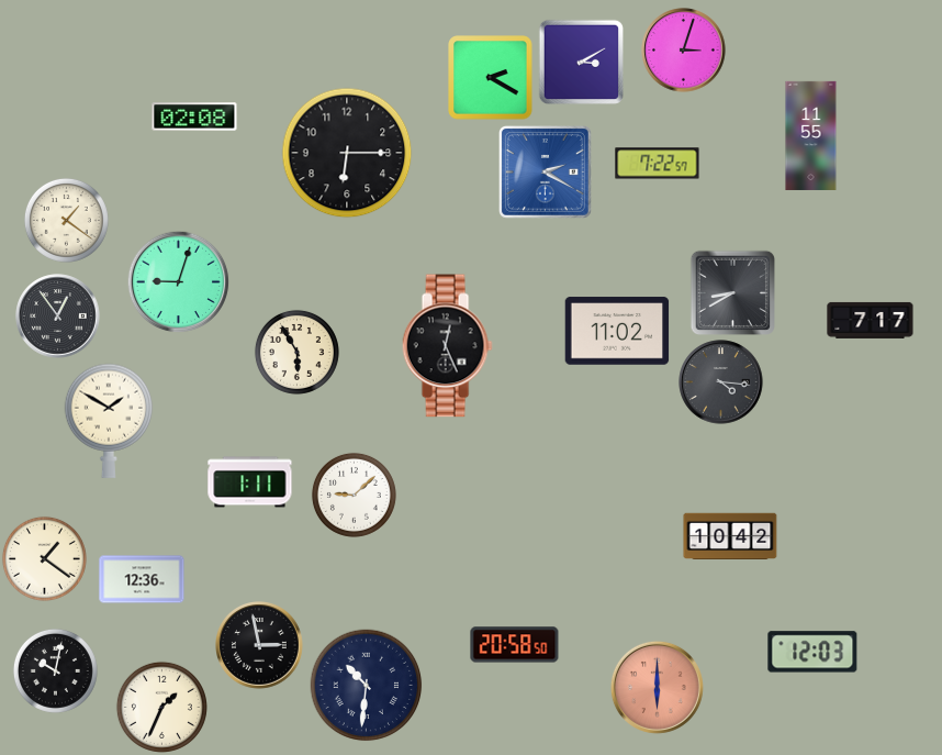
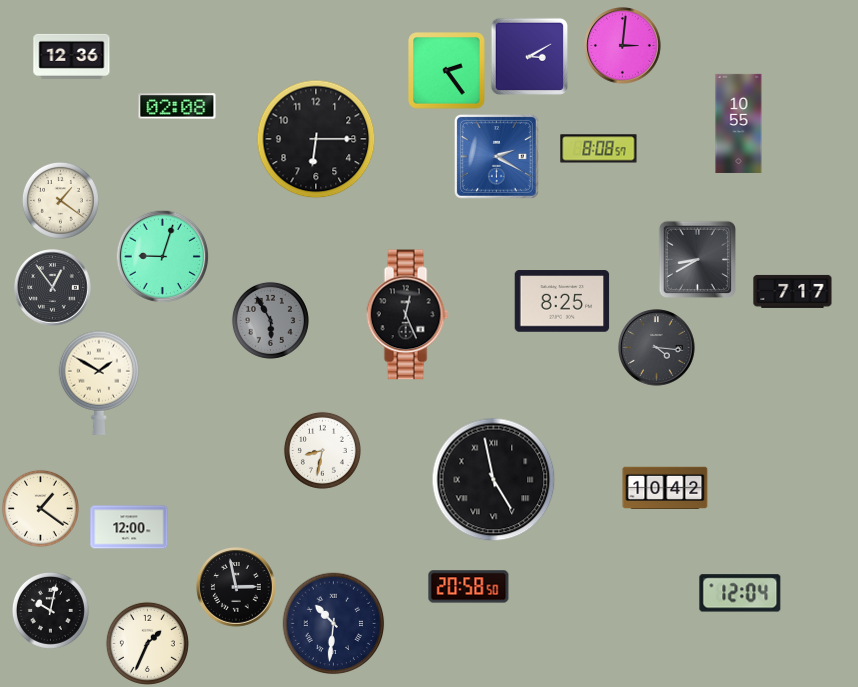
clock at (684, 51): 3:03 -> 3:01
clock at (72, 56): none -> 12:36
clock at (491, 78): 2:20 -> 2:24
clock at (811, 135): 11:55 -> 10:55
clock at (658, 164): 7:22 -> 8:08
clock at (732, 292) position: (732, 292) -> (697, 259)
clock at (617, 331): 11:02 -> 8:25
clock at (296, 352) dial: cream -> grey
clock at (250, 482): 1:11 -> none
clock at (354, 495): 9:08 -> 8:32
clock at (494, 480): none -> 4:58
clock at (142, 579): 12:36 -> 12:00
clock at (812, 652): 12:03 -> 12:04
clock at (657, 687): 6:00 -> none
